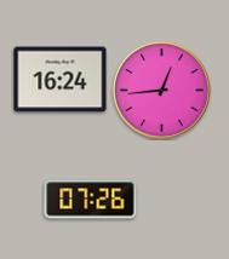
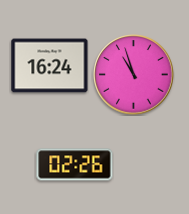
clock at (162, 91): 12:44 -> 10:57
clock at (91, 200): 07:26 -> 02:26
